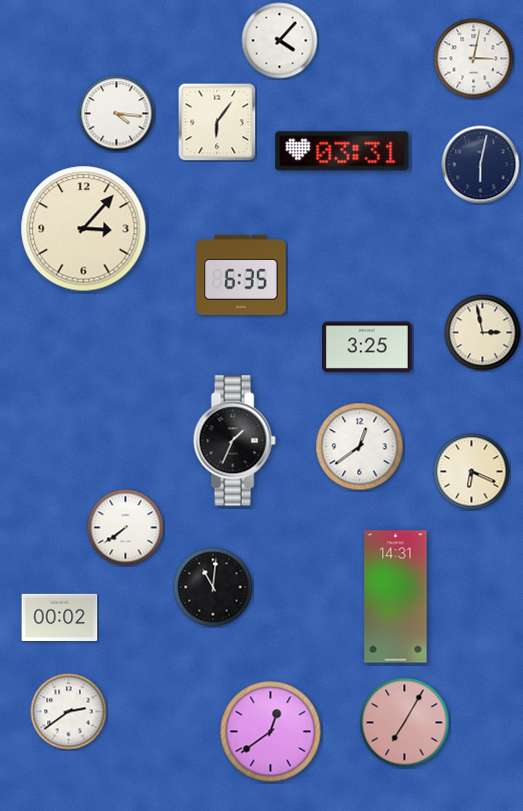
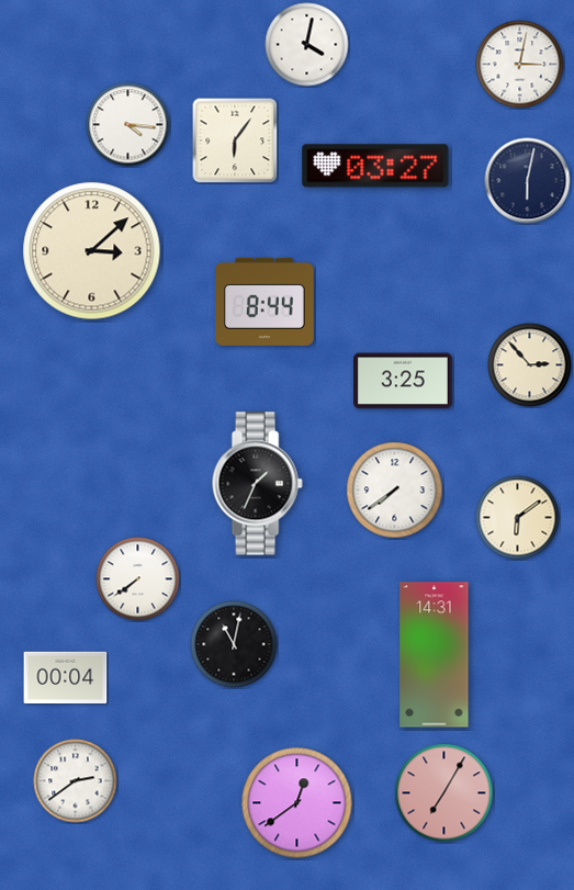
clock at (280, 41): 4:07 -> 4:02
clock at (217, 122) position: (217, 122) -> (235, 140)
clock at (342, 151): 03:31 -> 03:27
clock at (84, 229): 3:07 -> 3:08
clock at (242, 275): 6:35 -> 8:44
clock at (483, 333): 2:58 -> 2:53
clock at (360, 447): 12:39 -> 7:39
clock at (472, 472): 6:19 -> 6:09
clock at (213, 587): 11:01 -> 11:02
clock at (60, 617): 00:02 -> 00:04
